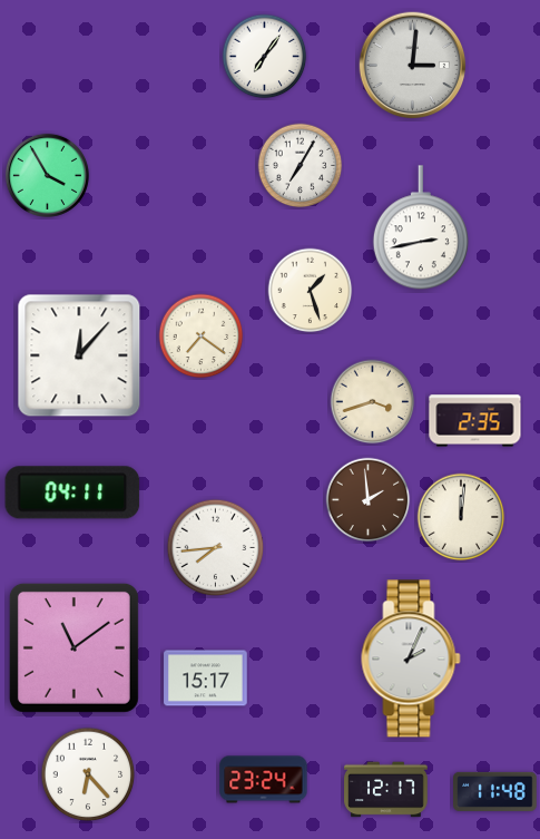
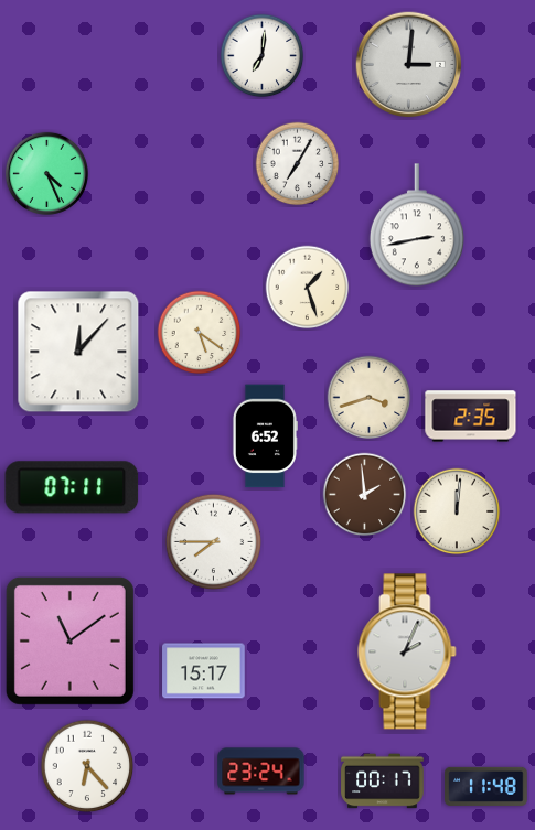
clock at (265, 57): 7:06 -> 7:01
clock at (47, 175): 3:55 -> 4:26
clock at (202, 336): 7:21 -> 5:21
clock at (265, 436): none -> 6:52
clock at (72, 492): 04:11 -> 07:11
clock at (216, 548): 7:44 -> 7:45
clock at (73, 647) position: (73, 647) -> (69, 640)
clock at (386, 790): 12:17 -> 00:17
clock at (495, 791) position: (495, 791) -> (486, 786)
